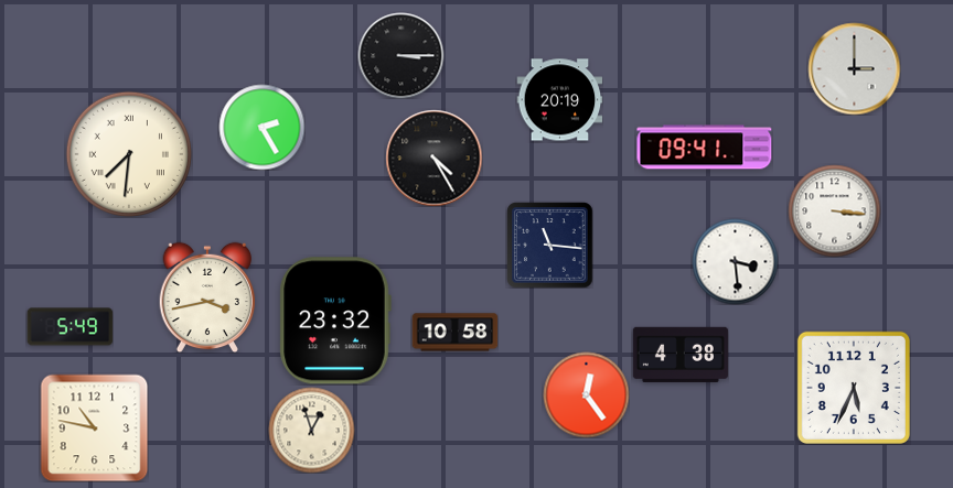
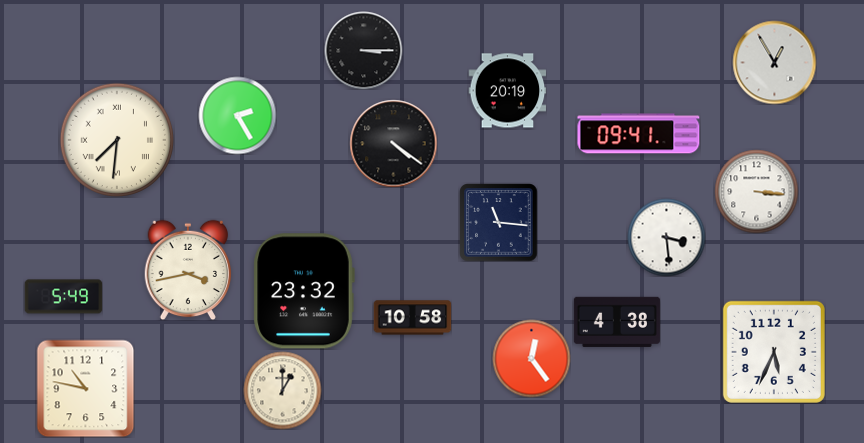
clock at (854, 68): 3:00 -> 12:55
clock at (433, 158): 4:25 -> 4:21
clock at (454, 333) position: (454, 333) -> (412, 318)
clock at (311, 430): 12:57 -> 1:00
